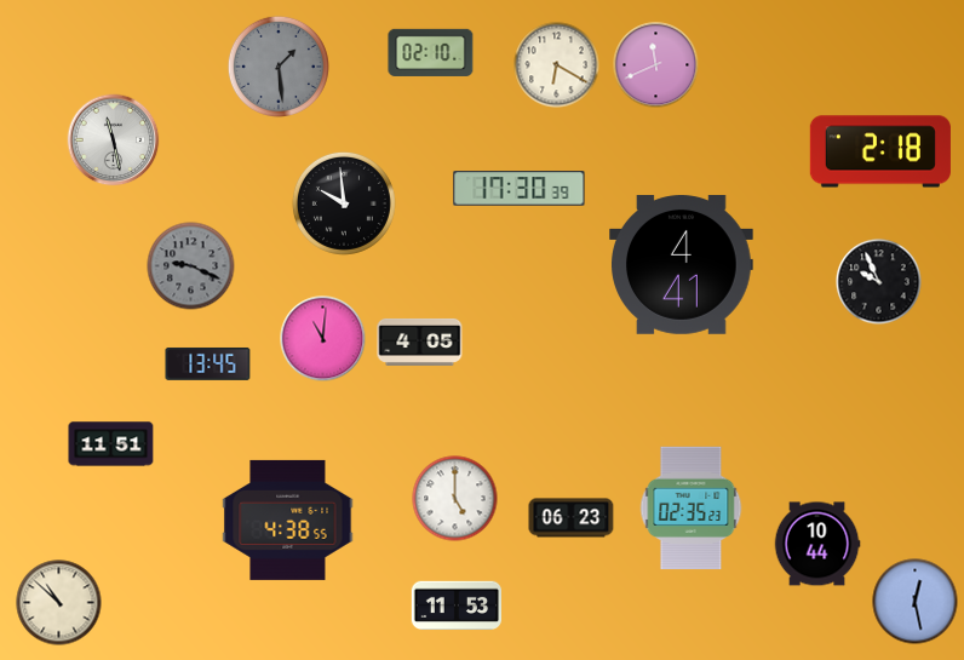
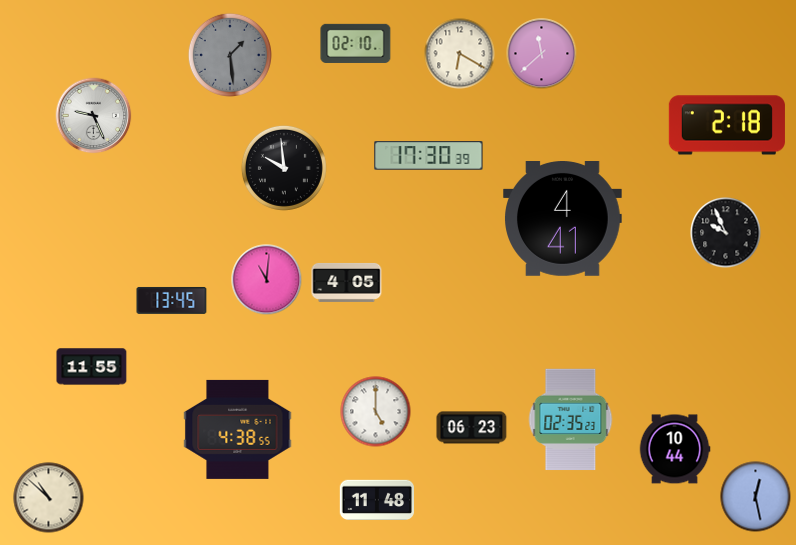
clock at (656, 65): 11:41 -> 11:38
clock at (114, 140): 11:28 -> 9:26
clock at (191, 266): 9:19 -> none
clock at (111, 444): 11:51 -> 11:55
clock at (457, 604): 11:53 -> 11:48
